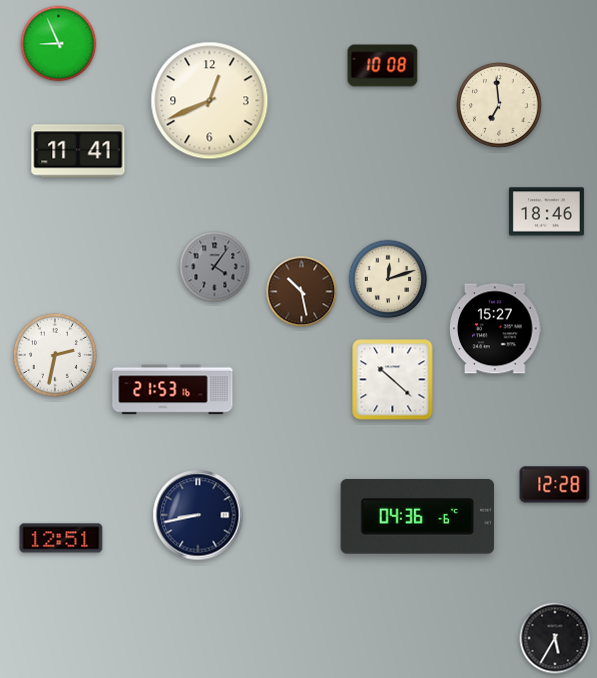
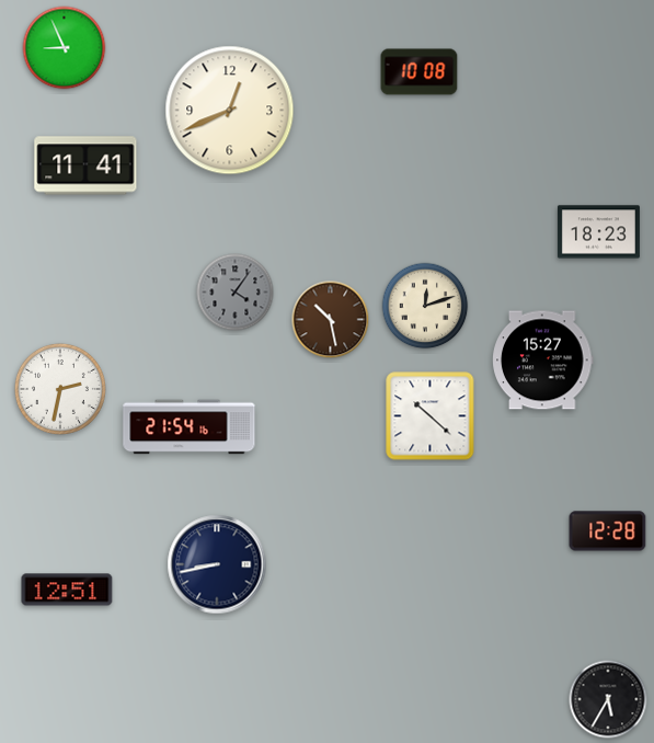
clock at (500, 106): 6:59 -> none
clock at (546, 212): 18:46 -> 18:23
clock at (173, 390): 21:53 -> 21:54
clock at (418, 516): 04:36 -> none
